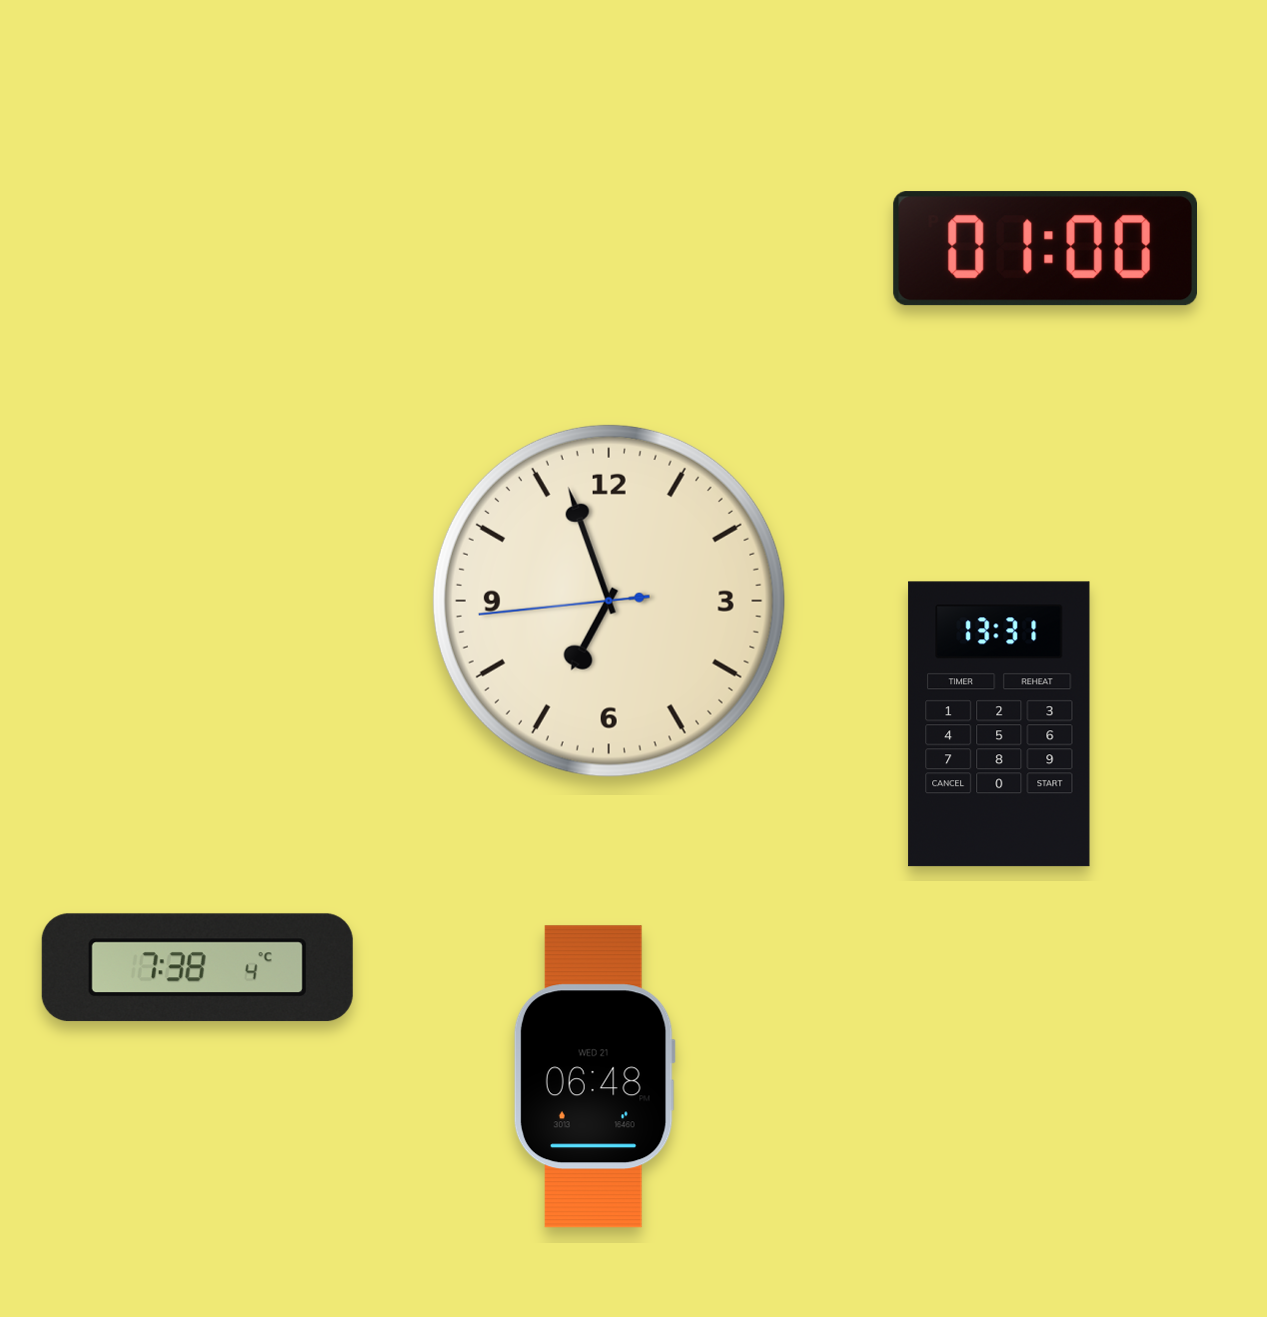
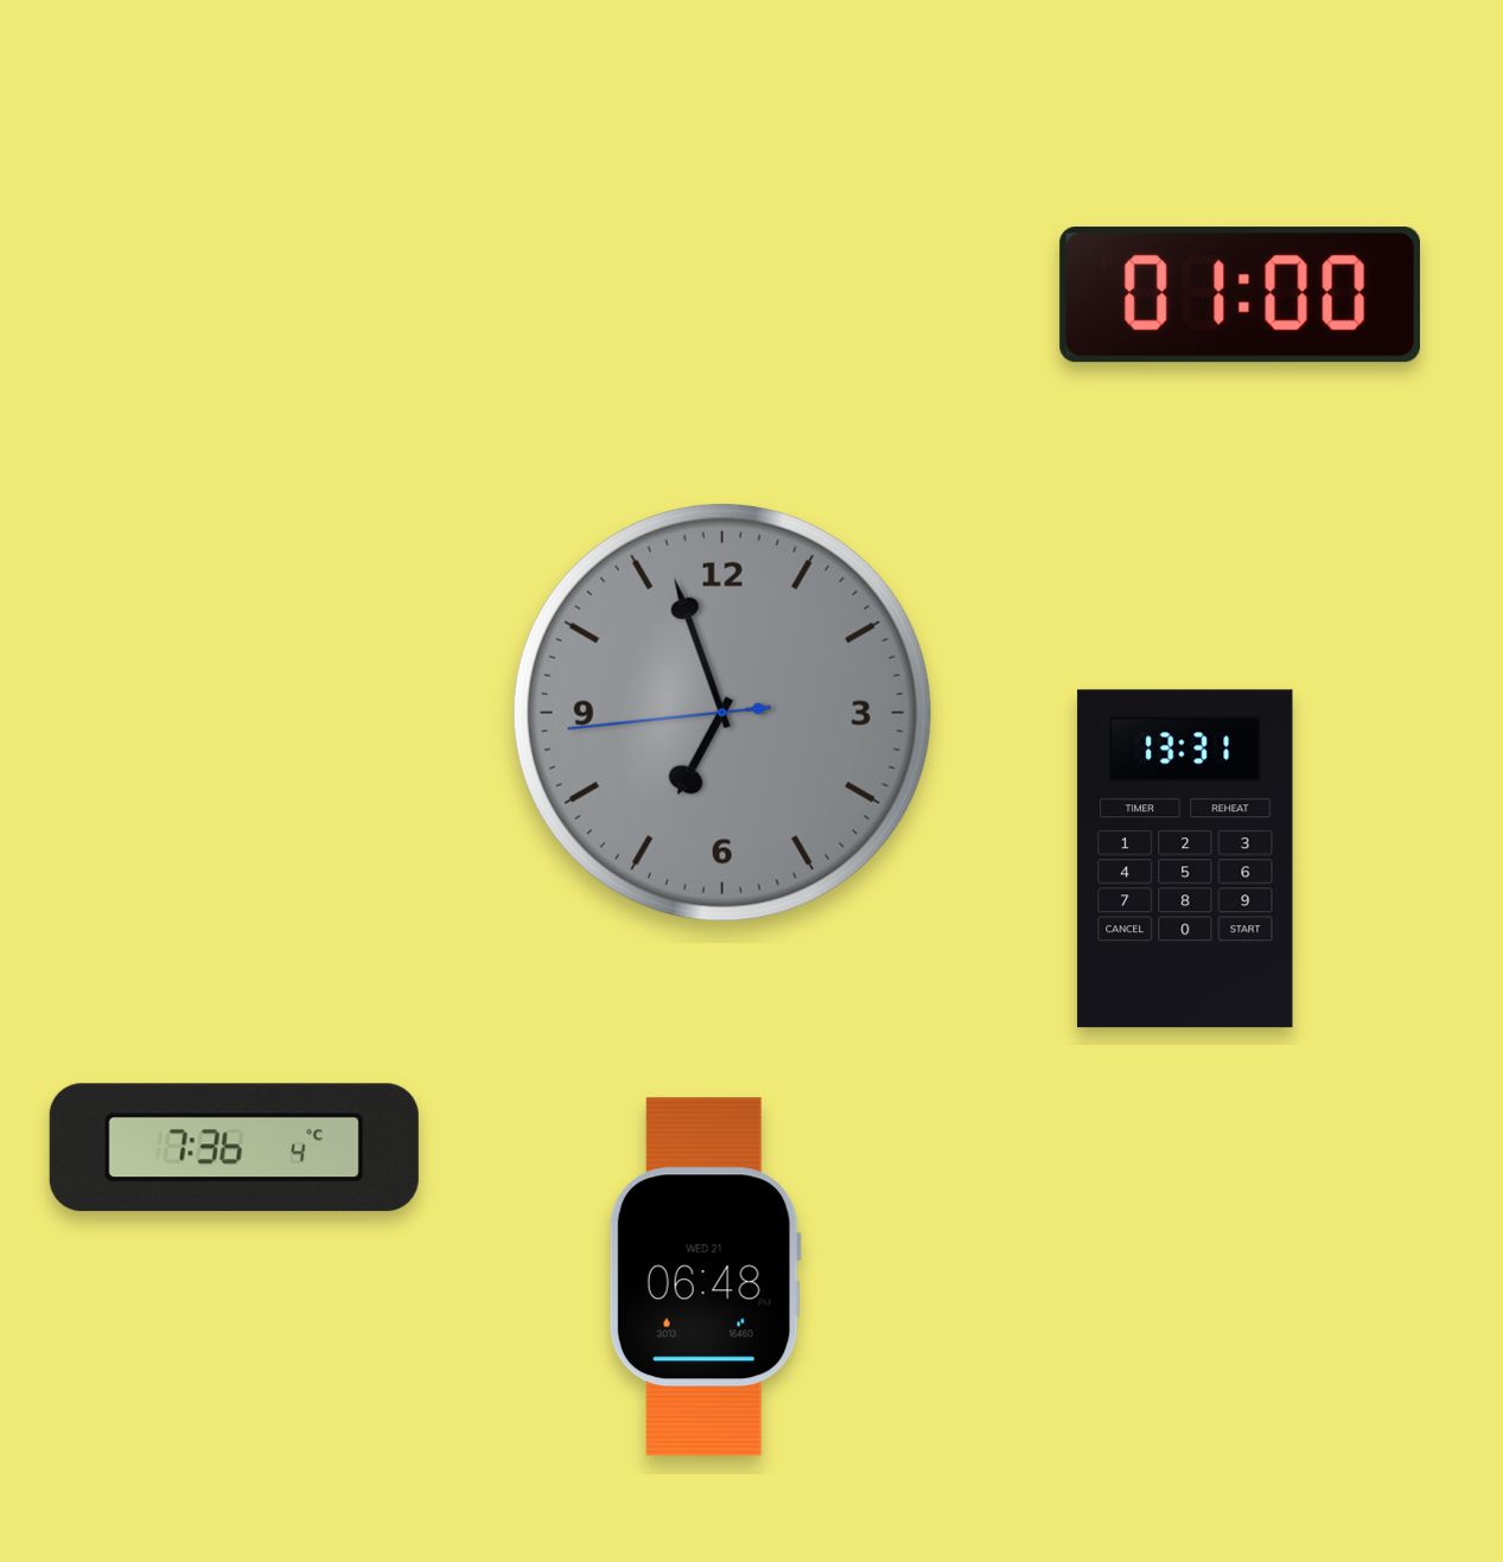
clock at (609, 601) dial: cream -> grey
clock at (197, 968): 7:38 -> 7:36
